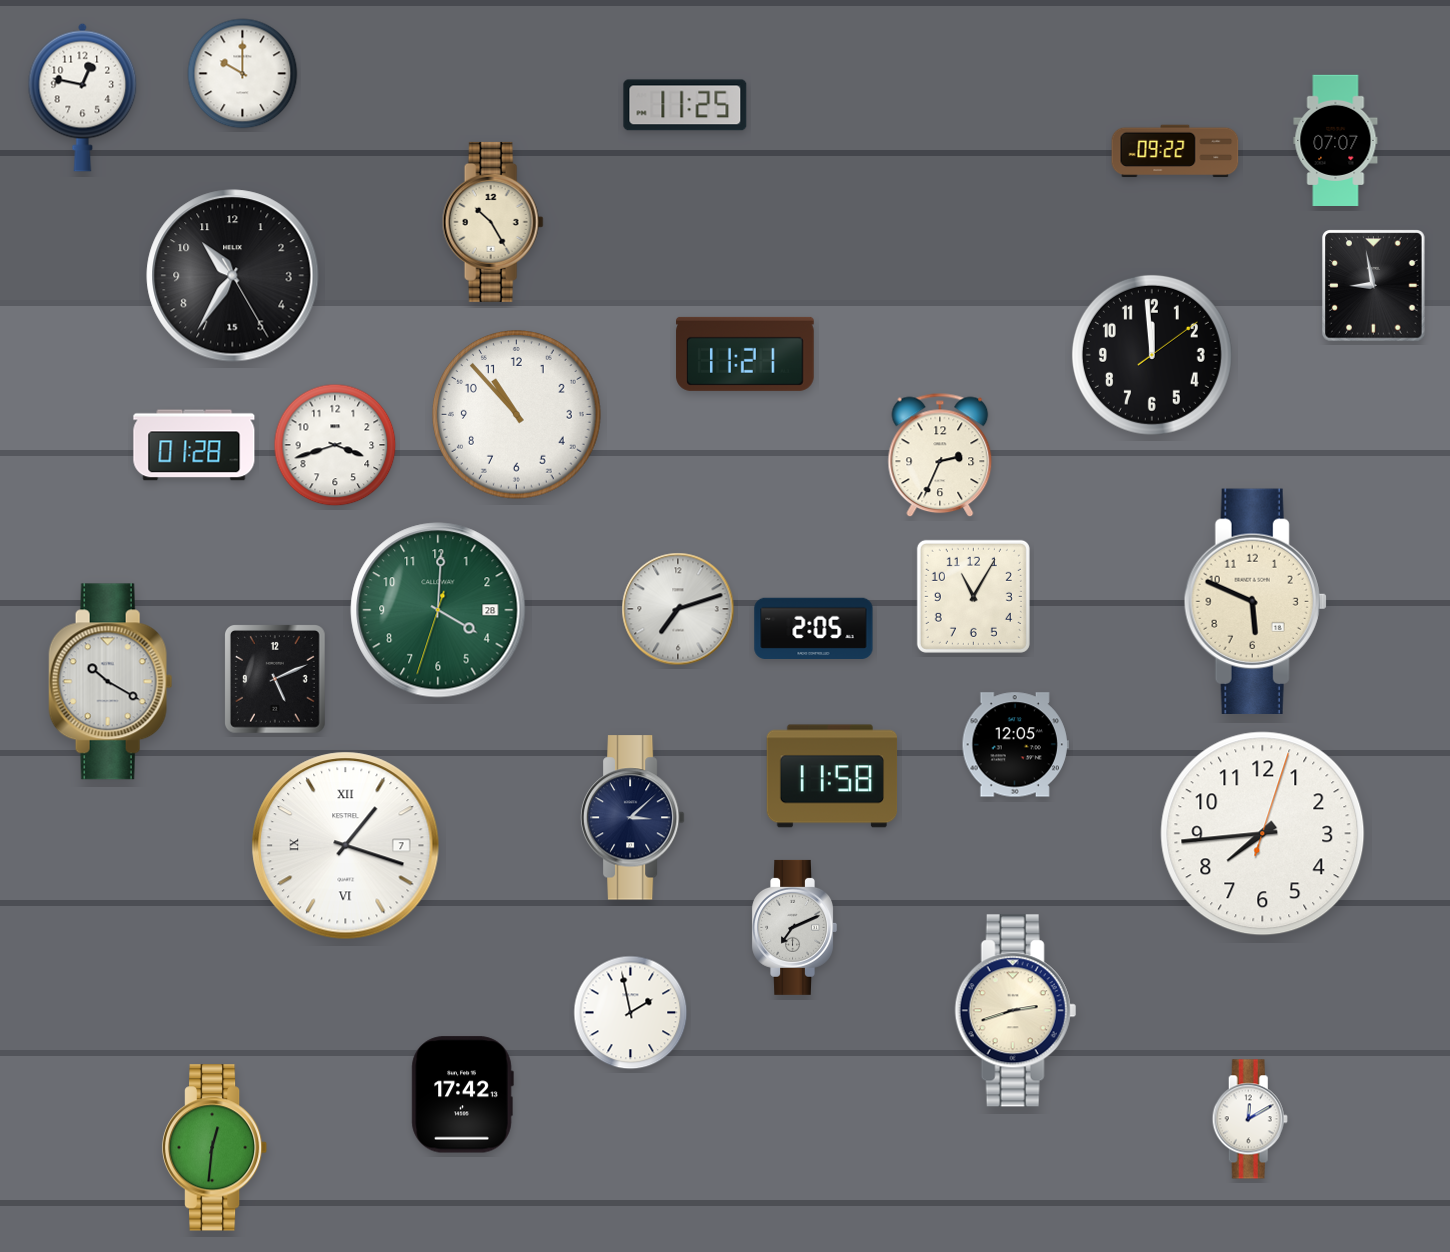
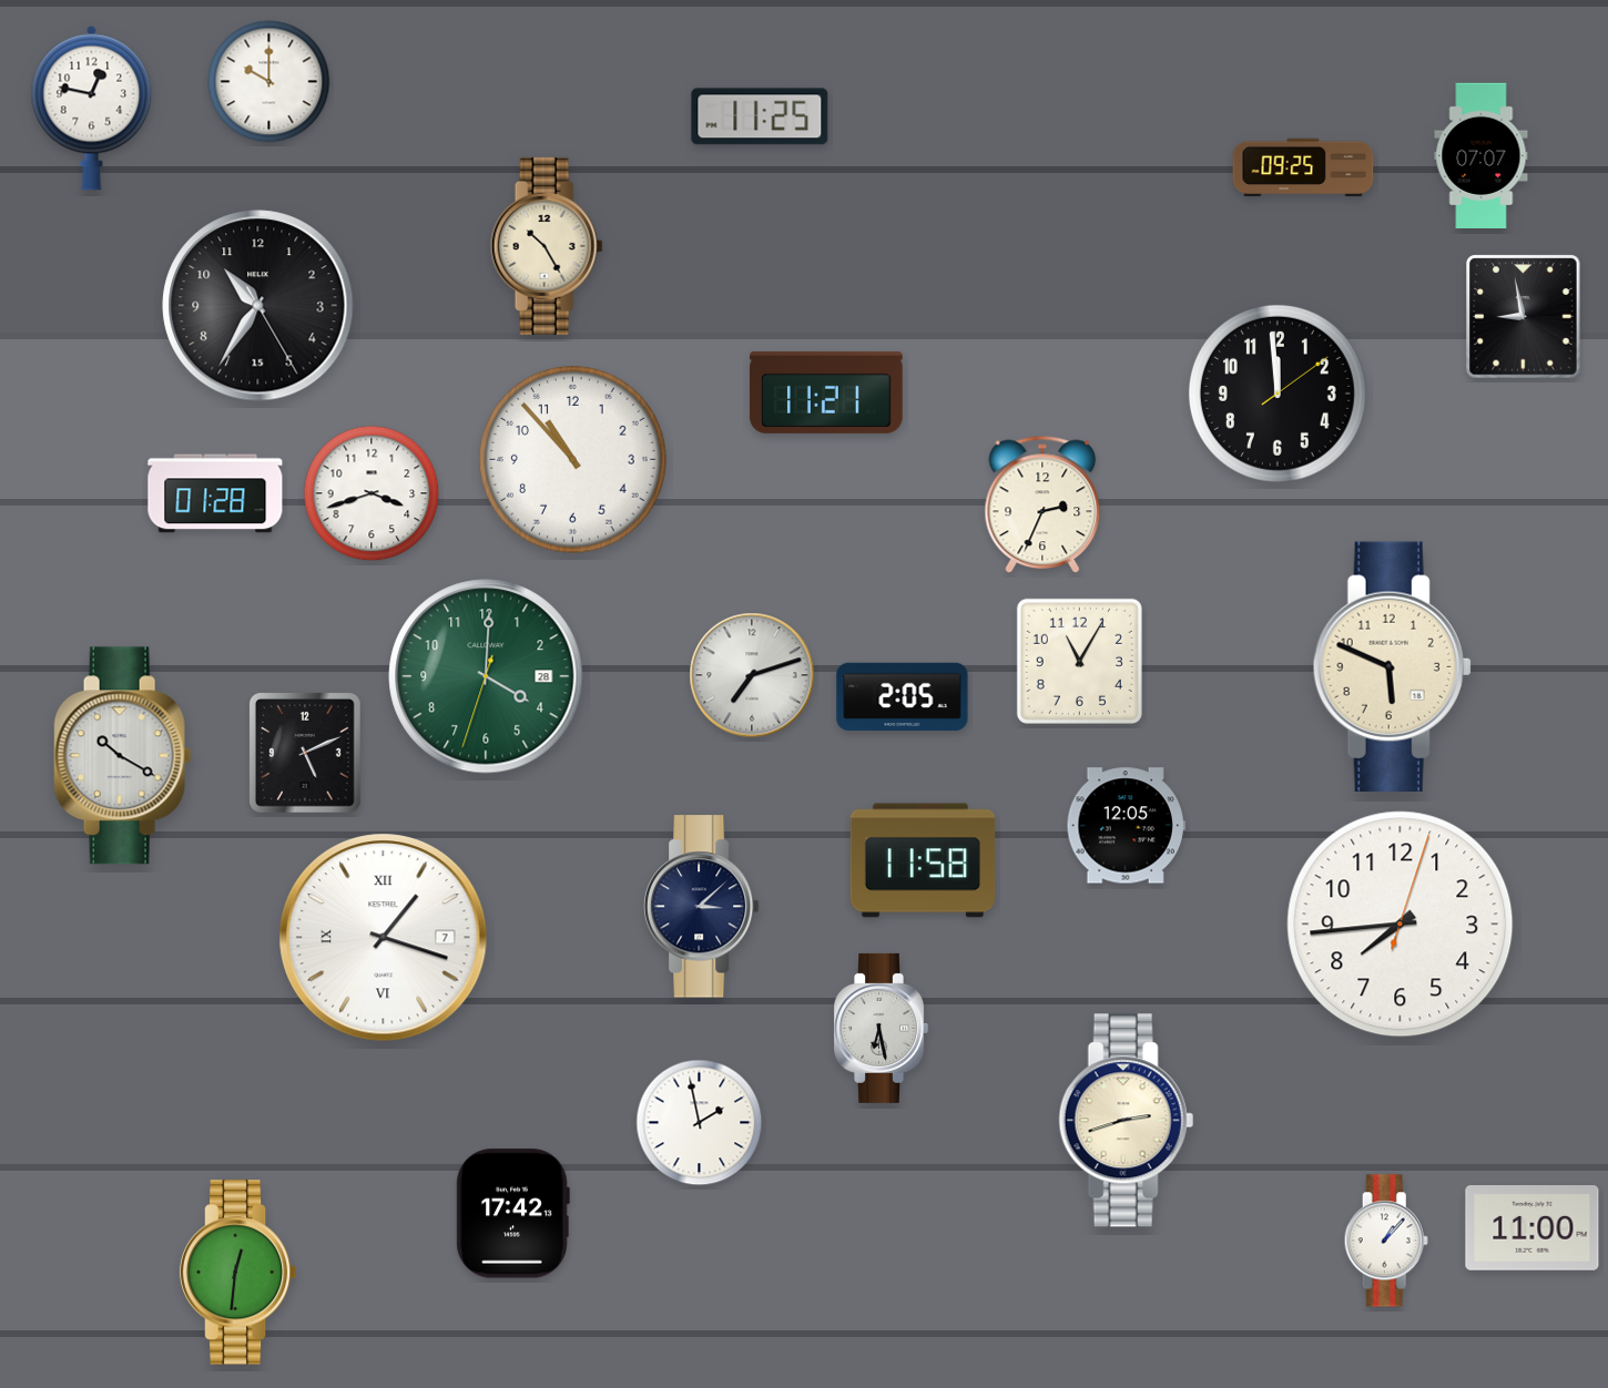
clock at (1175, 151): 09:22 -> 09:25
clock at (794, 927): 7:11 -> 6:28
clock at (1533, 1228): none -> 11:00
clock at (1250, 1119): 12:10 -> 1:07
